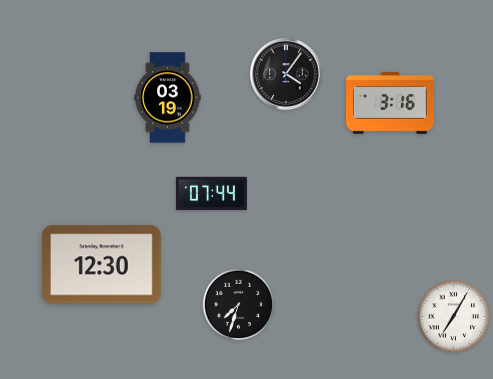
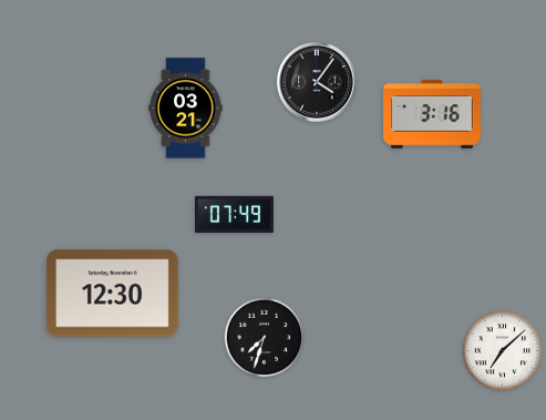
clock at (168, 98): 03:19 -> 03:21
clock at (211, 194): 07:44 -> 07:49
clock at (454, 317): 7:05 -> 7:08
